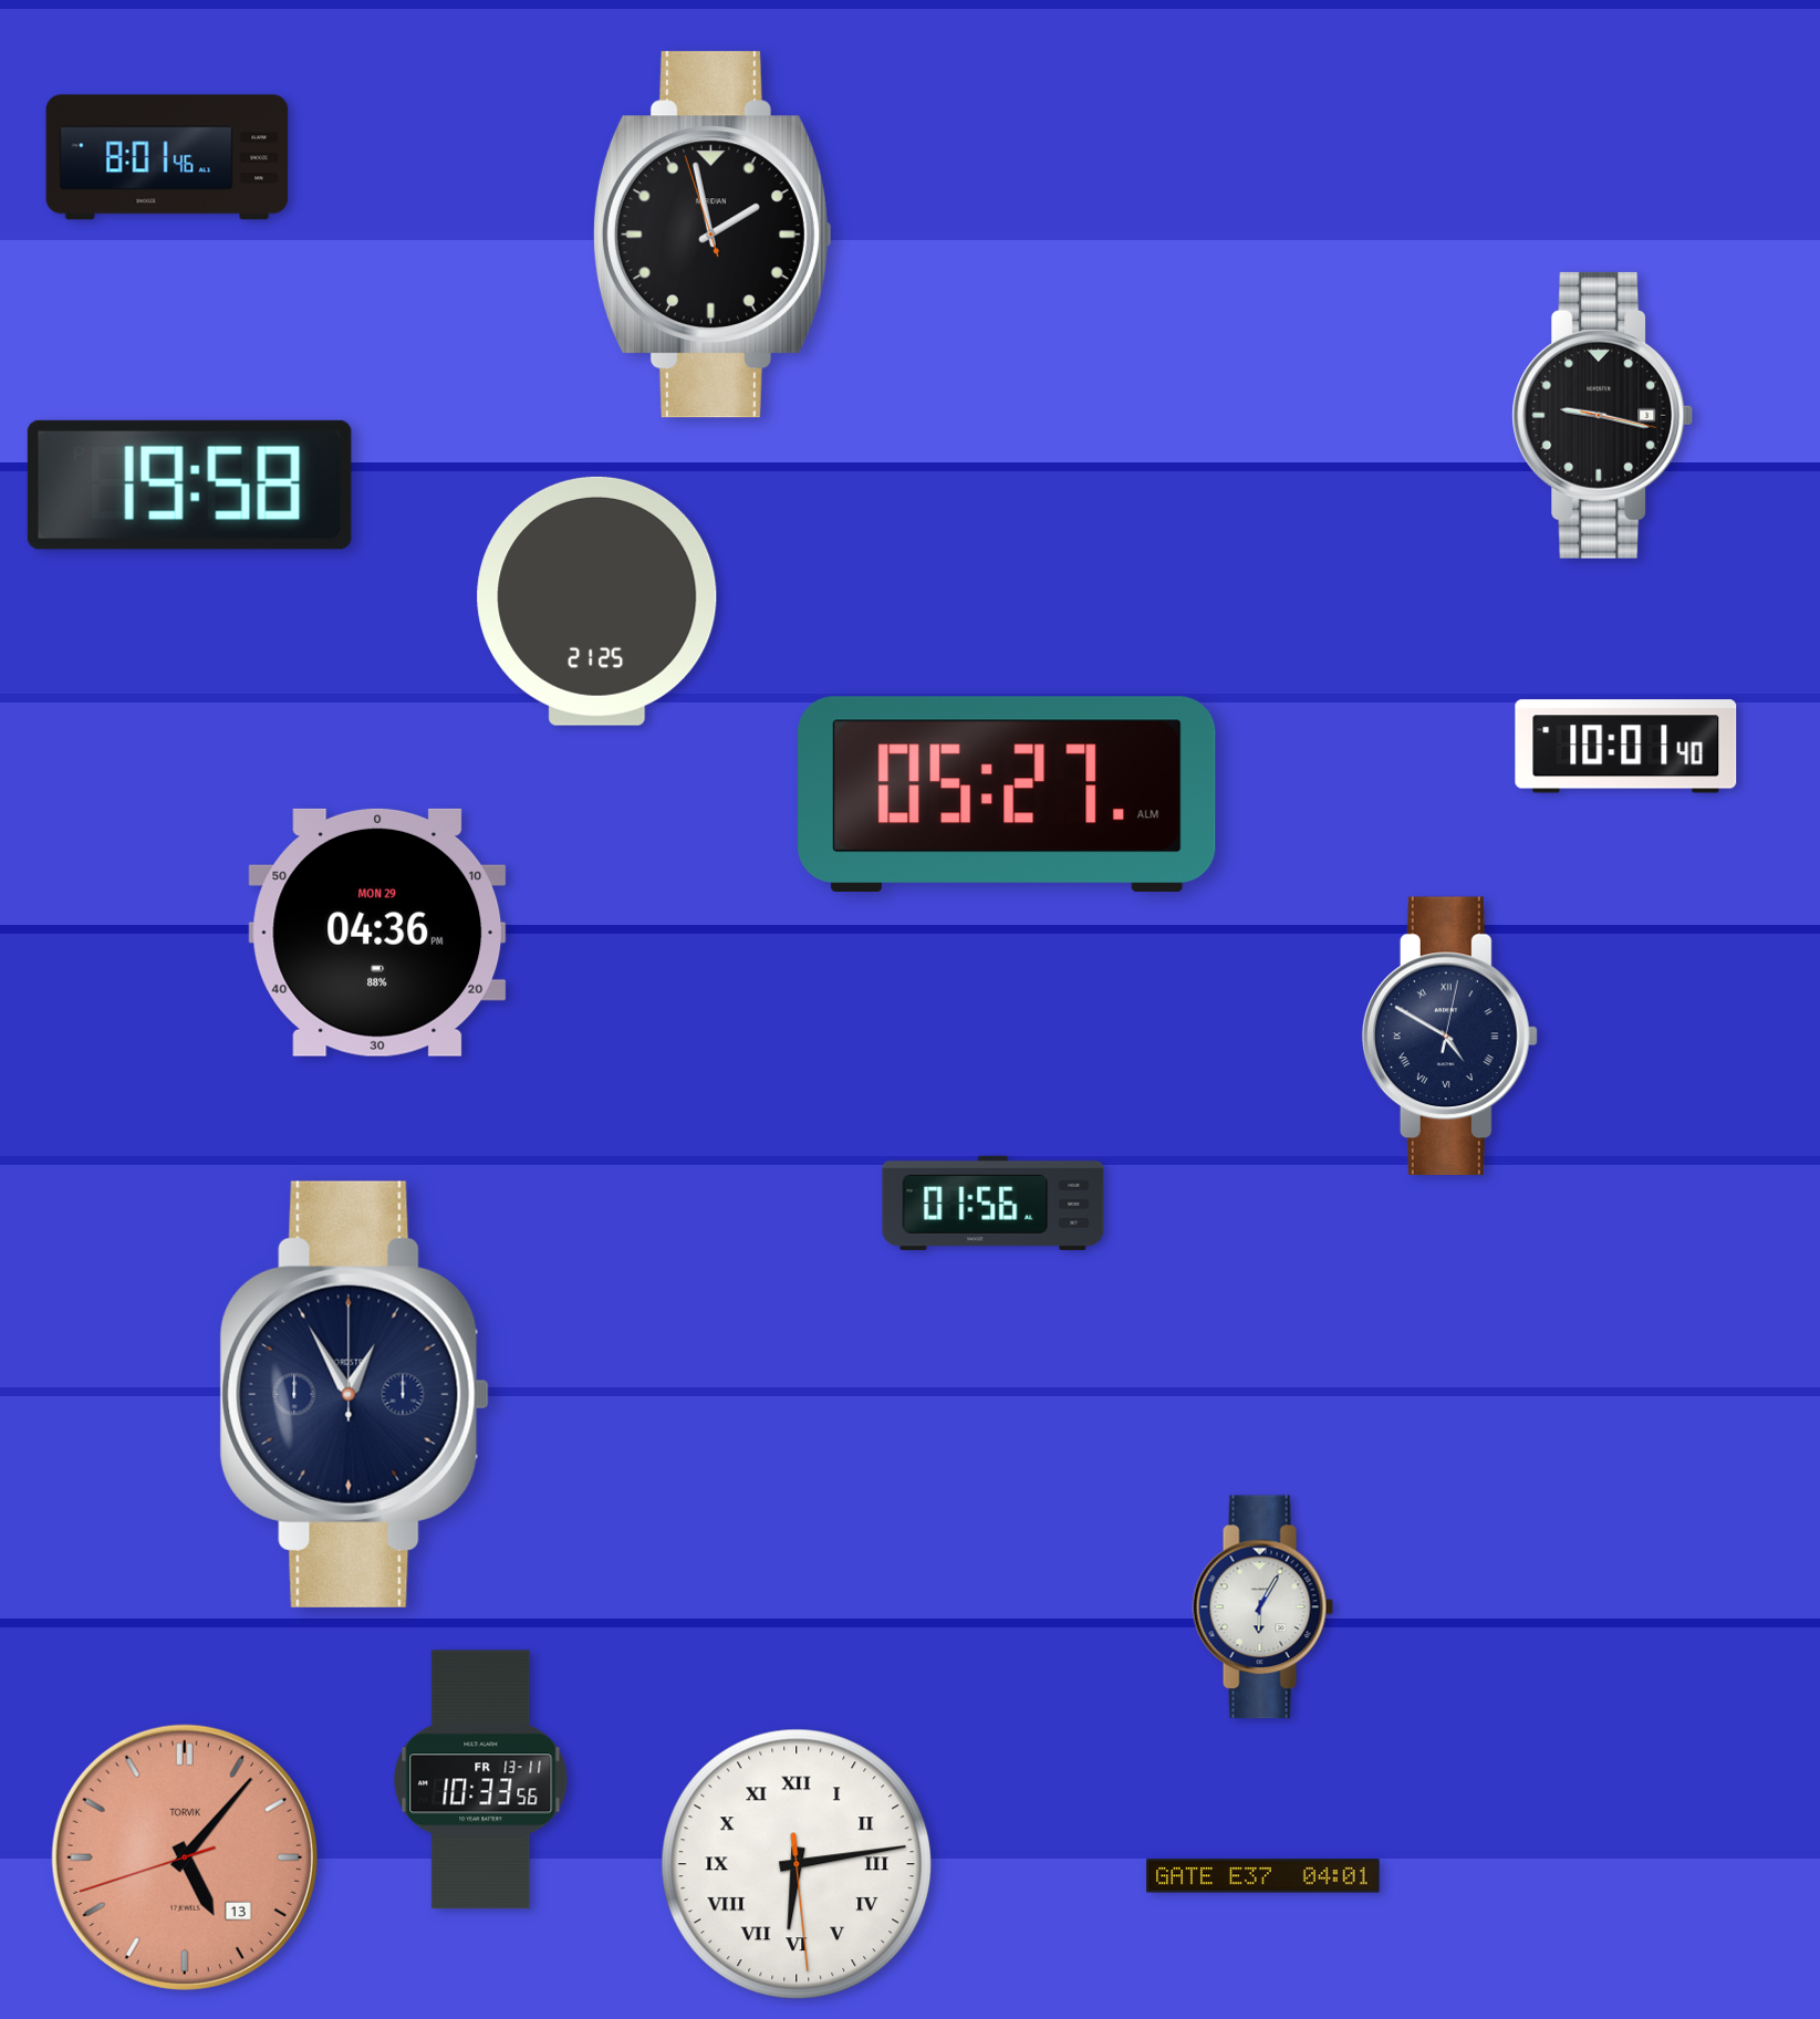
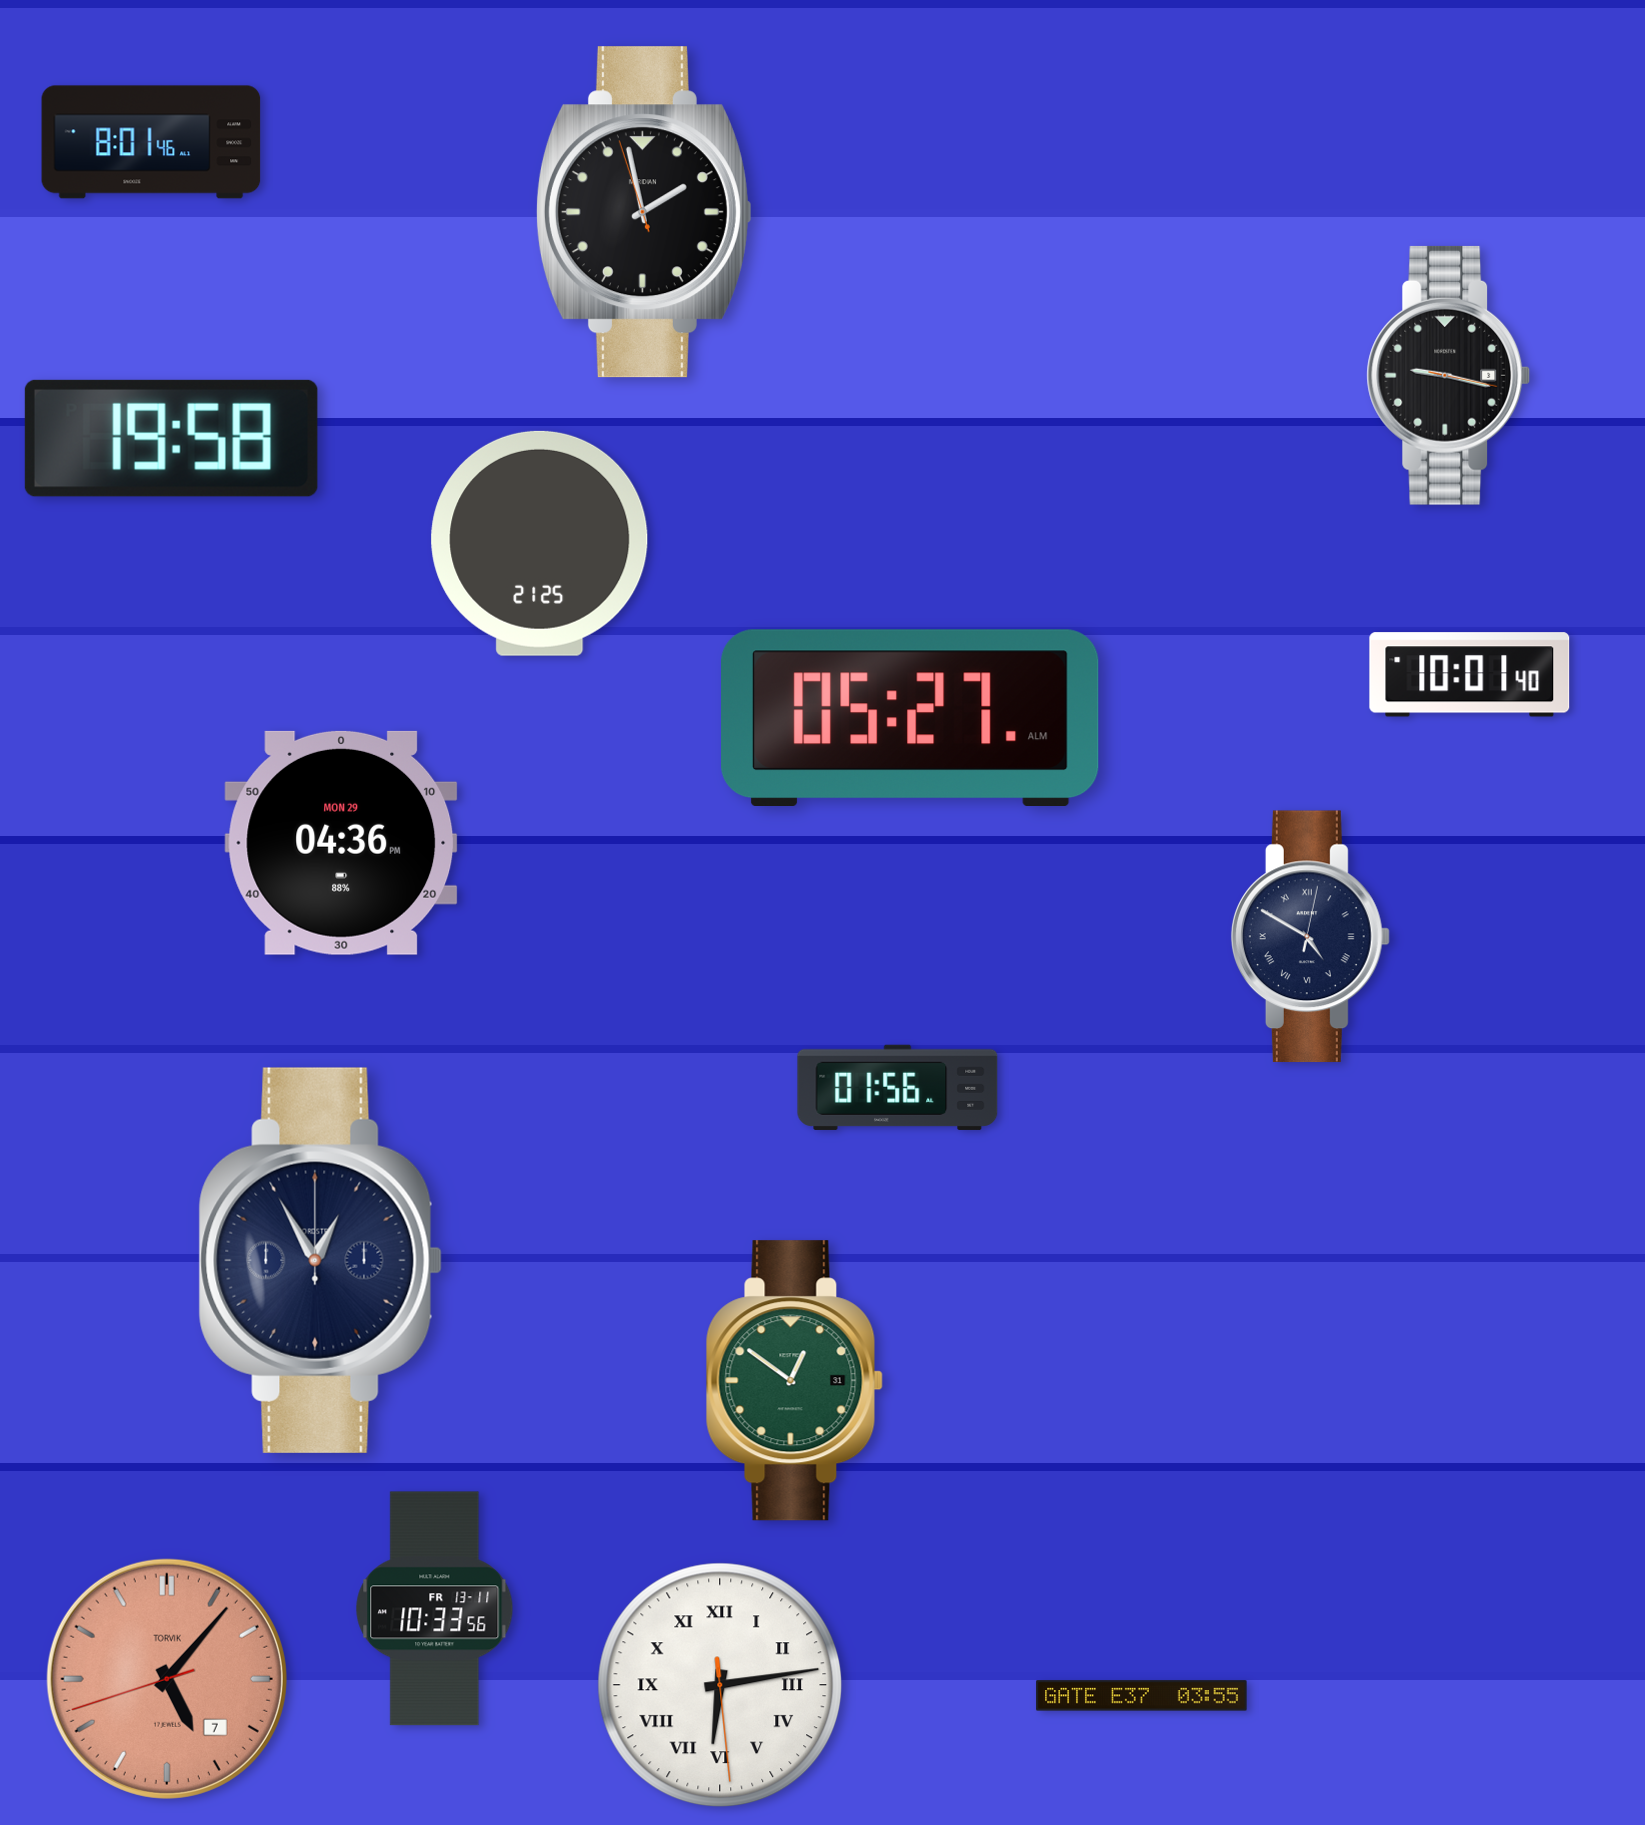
clock at (794, 1381): none -> 12:51
clock at (1263, 1607): 6:05 -> none
clock at (185, 1857) date: 13 -> 7
clock at (1263, 1876): 04:01 -> 03:55
